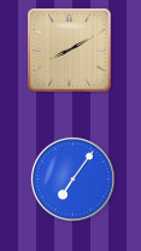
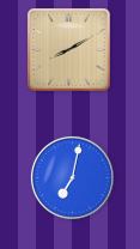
clock at (72, 179): 7:06 -> 7:02
